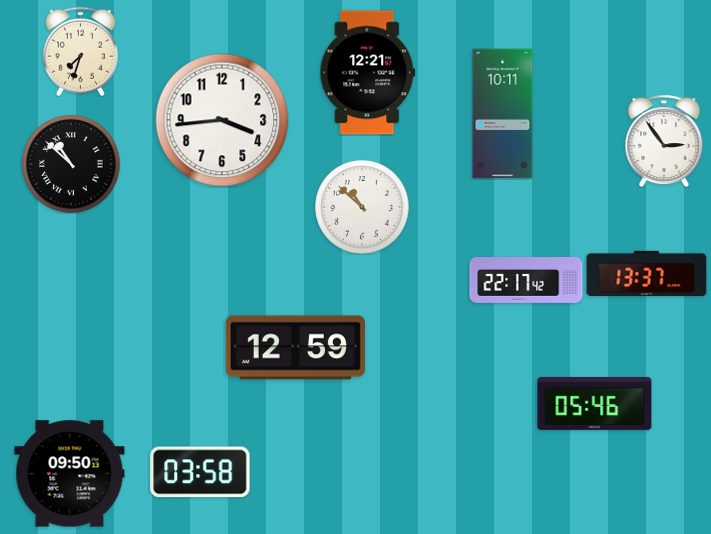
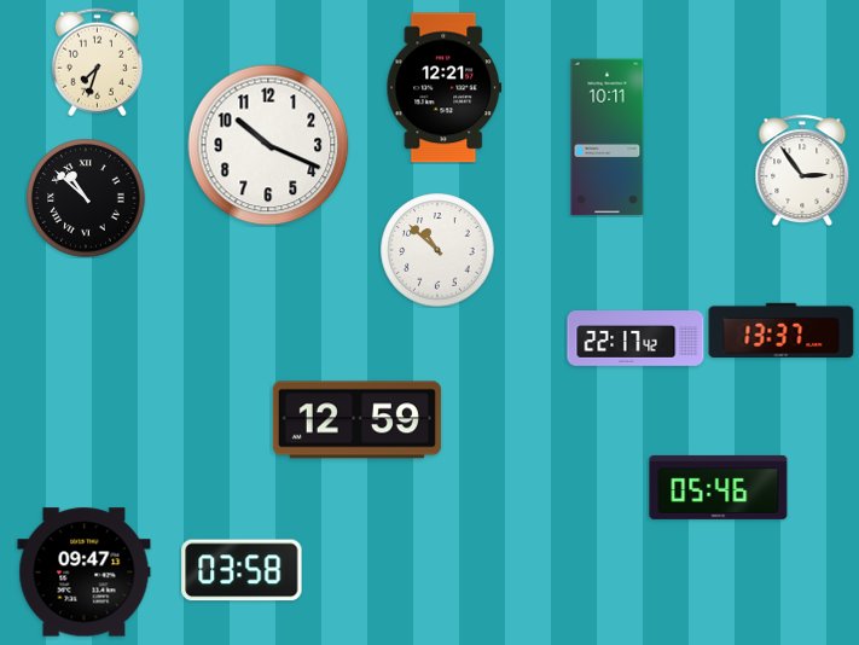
clock at (222, 120): 3:44 -> 10:19
clock at (70, 474): 09:50 -> 09:47
